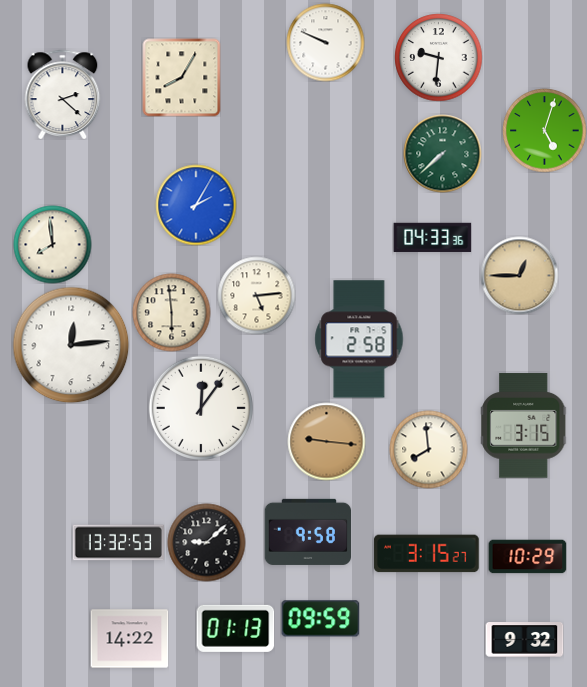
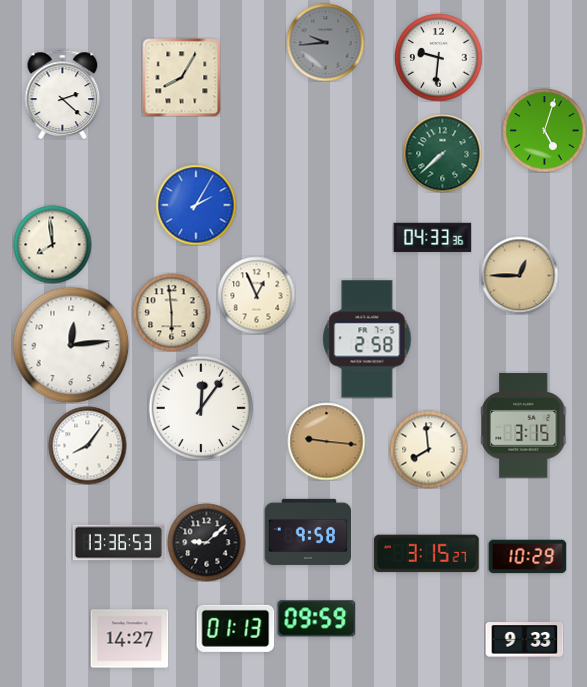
clock at (325, 42): 9:49 -> 9:44
clock at (325, 42) dial: white -> grey
clock at (256, 295): 5:14 -> 12:56
clock at (359, 339) position: (359, 339) -> (367, 339)
clock at (87, 445): none -> 8:06
clock at (118, 543): 13:32 -> 13:36
clock at (320, 619) position: (320, 619) -> (316, 619)
clock at (129, 639): 14:22 -> 14:27
clock at (524, 640): 9:32 -> 9:33
